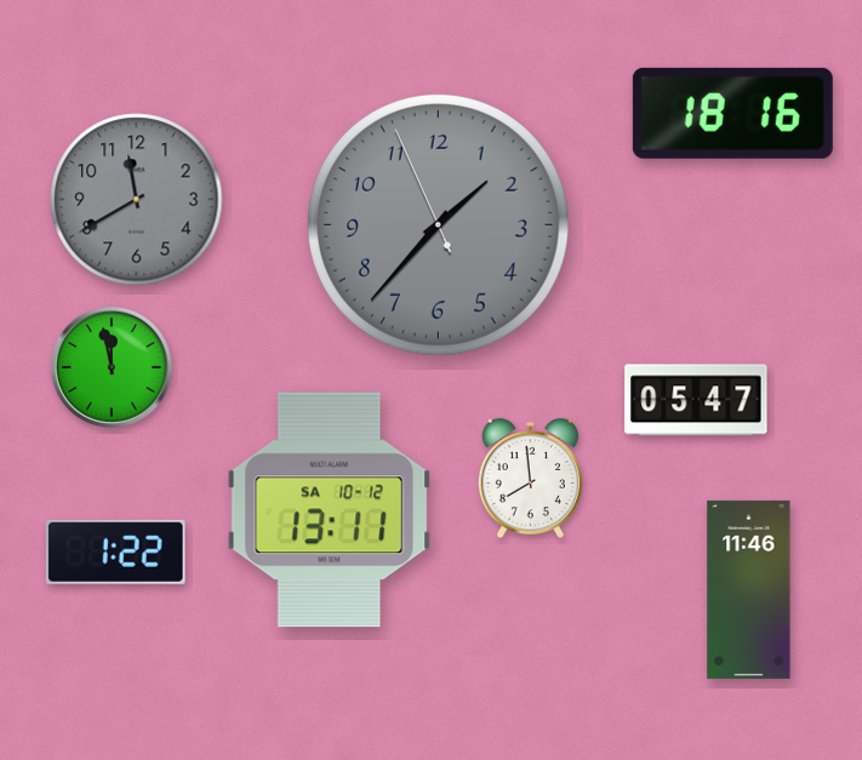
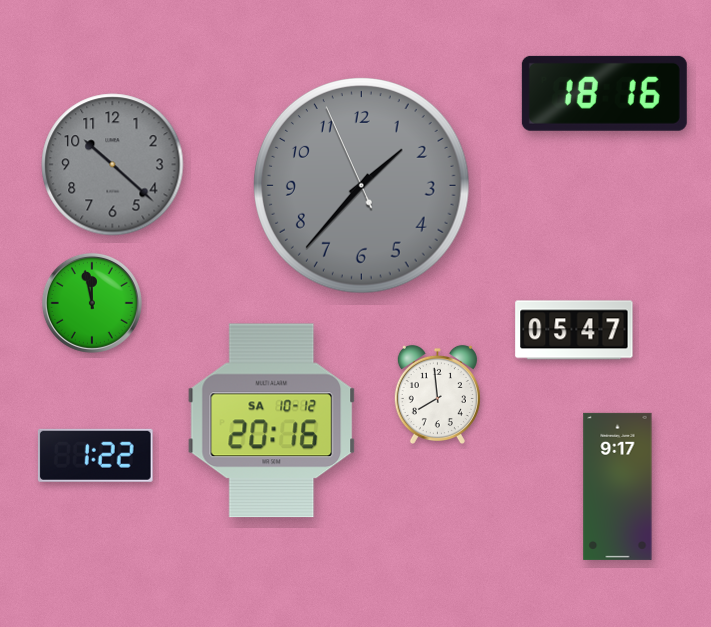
clock at (137, 200): 11:40 -> 10:22
clock at (330, 510): 13:11 -> 20:16
clock at (749, 589): 11:46 -> 9:17
